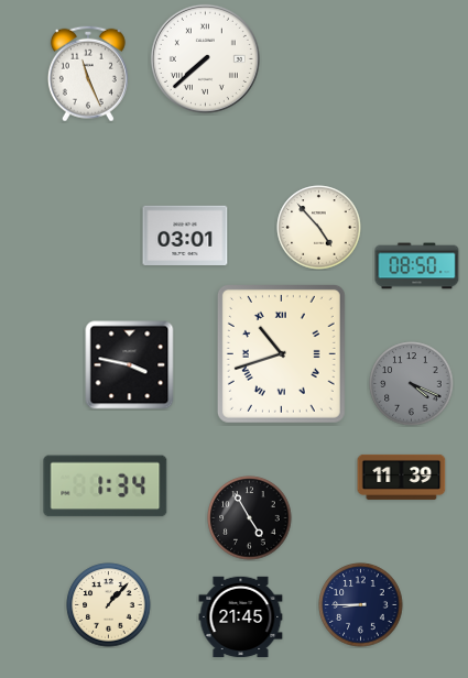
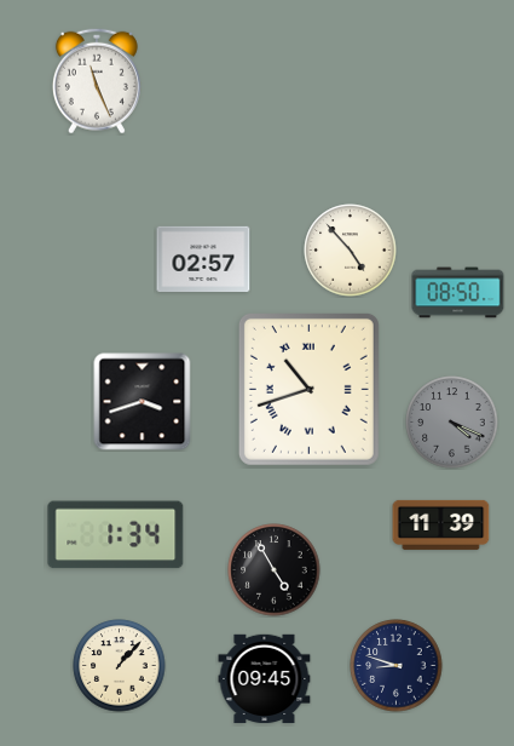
clock at (205, 58): 7:38 -> none
clock at (185, 236): 03:01 -> 02:57
clock at (130, 365): 3:47 -> 3:42
clock at (361, 605): 8:45 -> 8:48
clock at (241, 617): 21:45 -> 09:45
